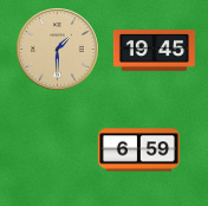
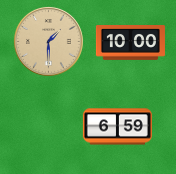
clock at (154, 51): 19:45 -> 10:00
